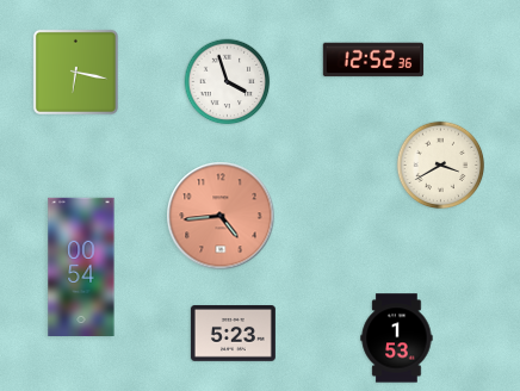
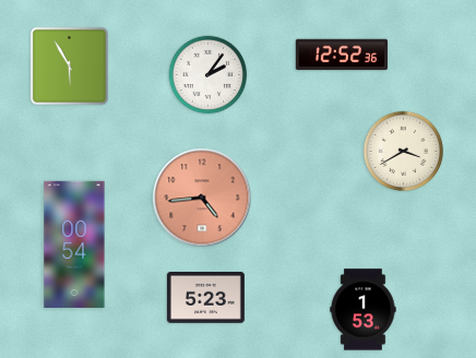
clock at (75, 72): 6:17 -> 5:55
clock at (228, 82): 3:57 -> 2:06
clock at (233, 334) position: (233, 334) -> (205, 298)
